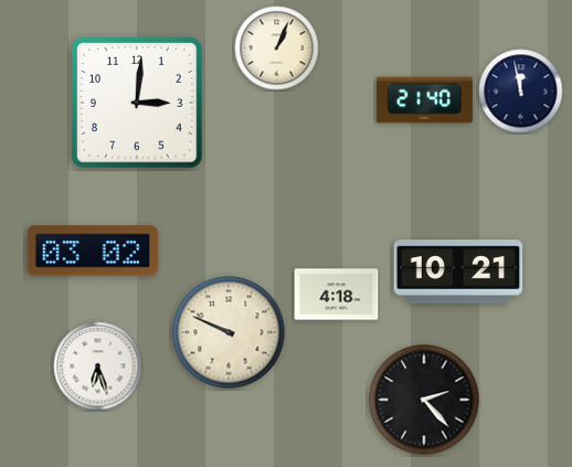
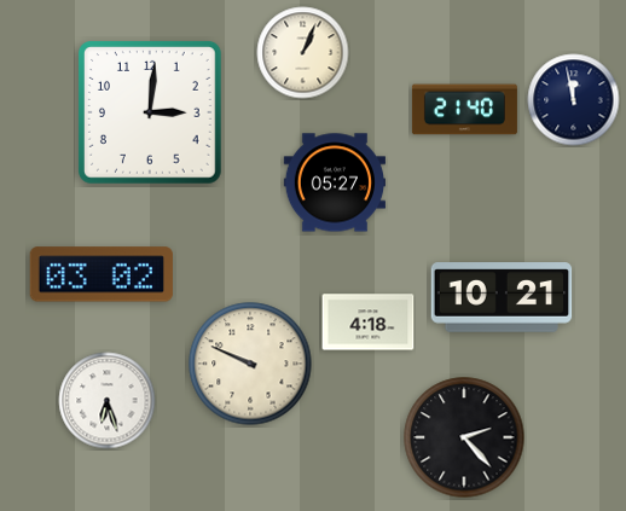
clock at (521, 92) position: (521, 92) -> (574, 100)
clock at (334, 182): none -> 05:27
